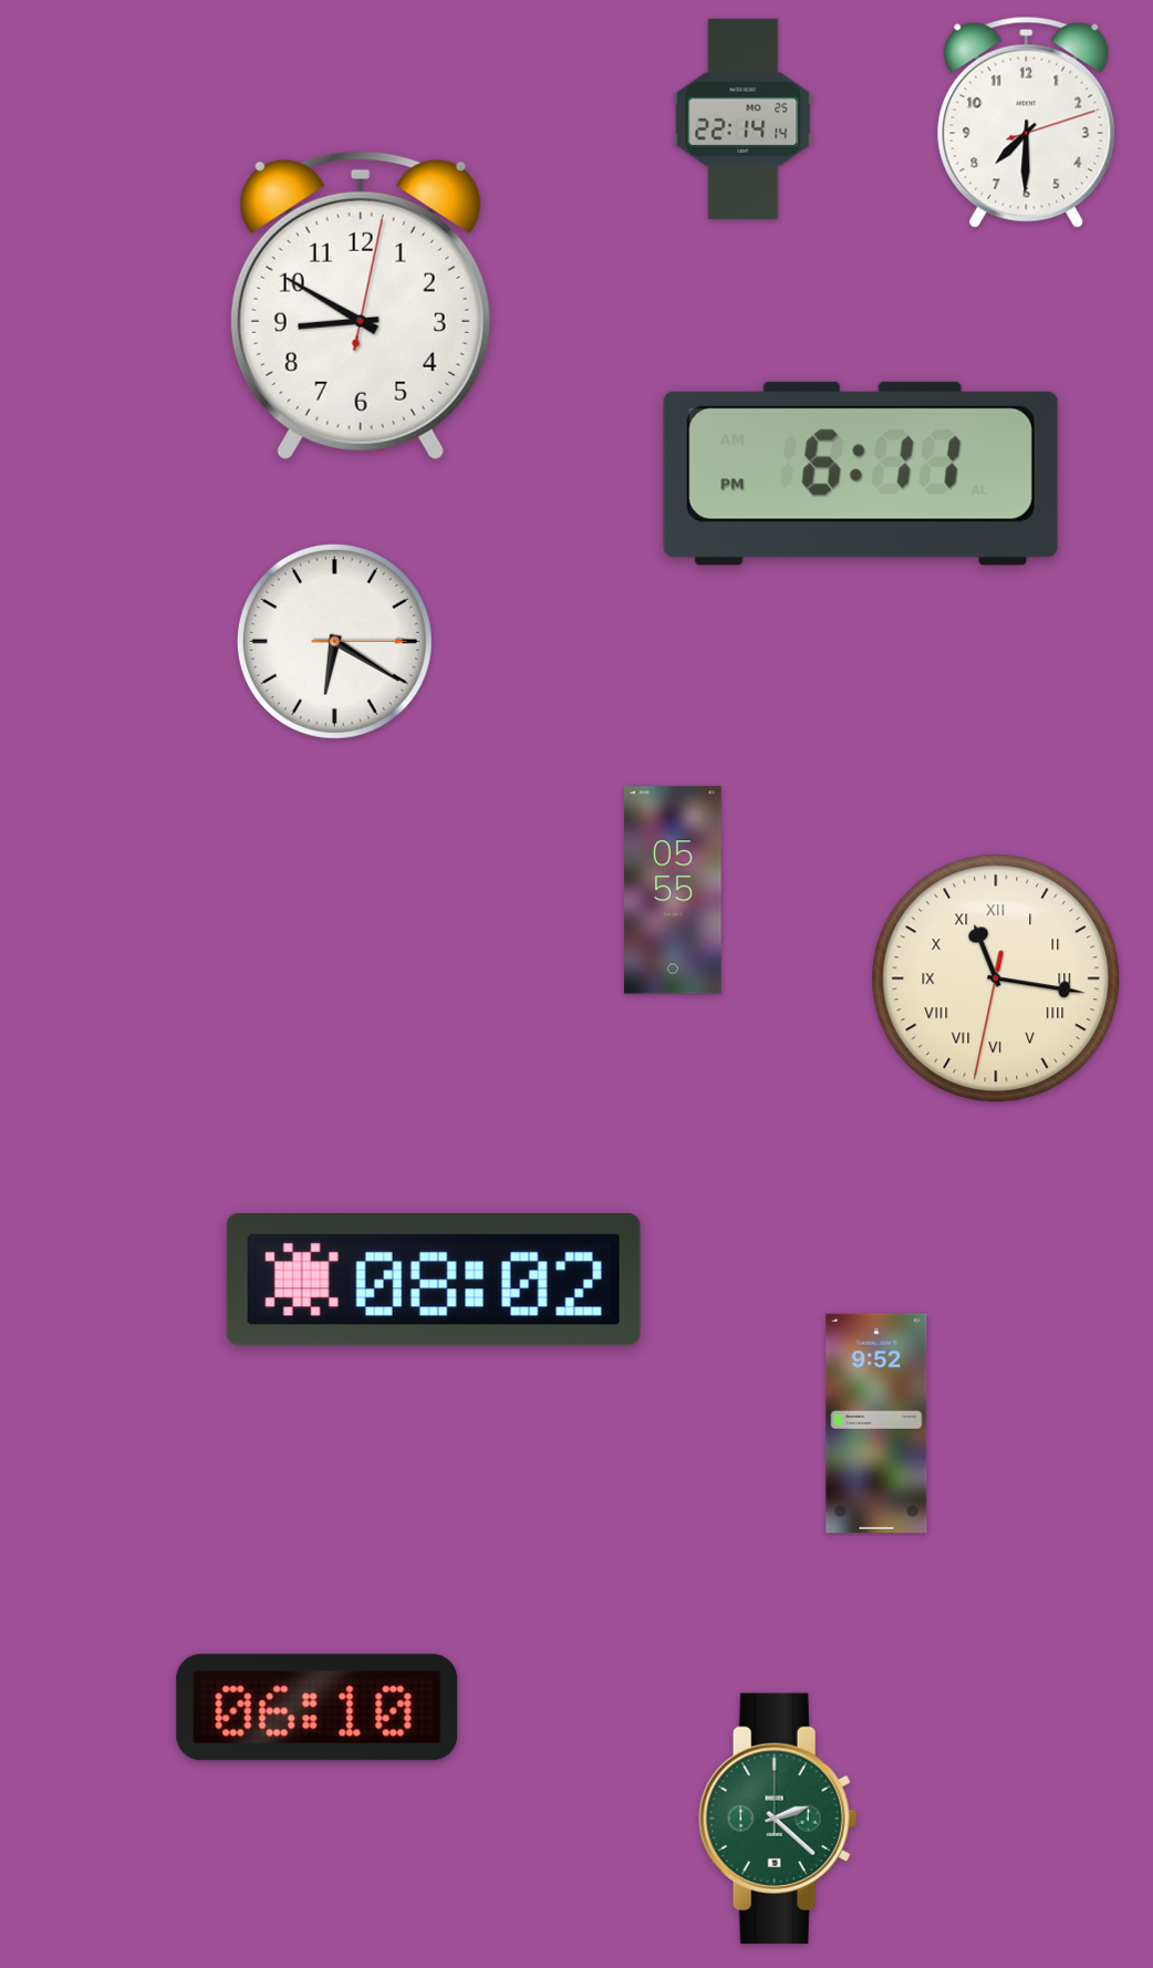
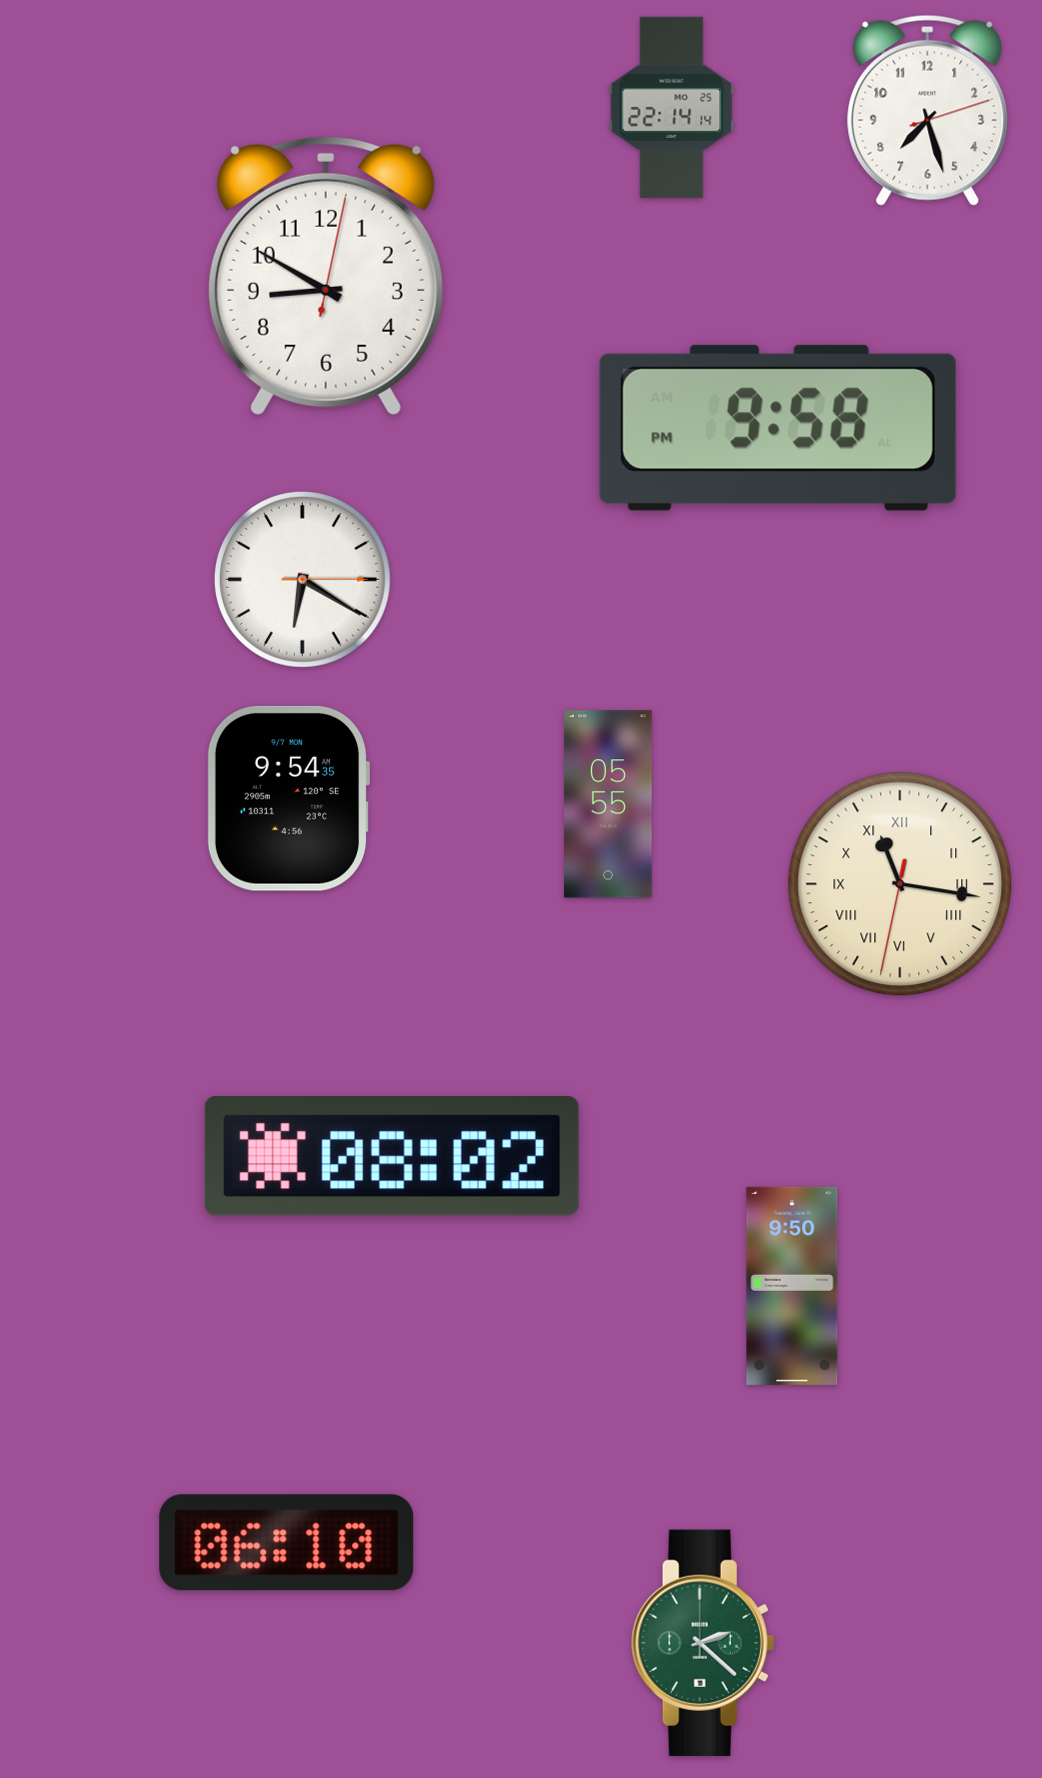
clock at (1027, 122): 7:30 -> 7:27
clock at (861, 474): 6:11 -> 9:58
clock at (287, 798): none -> 9:54
clock at (876, 1423): 9:52 -> 9:50
